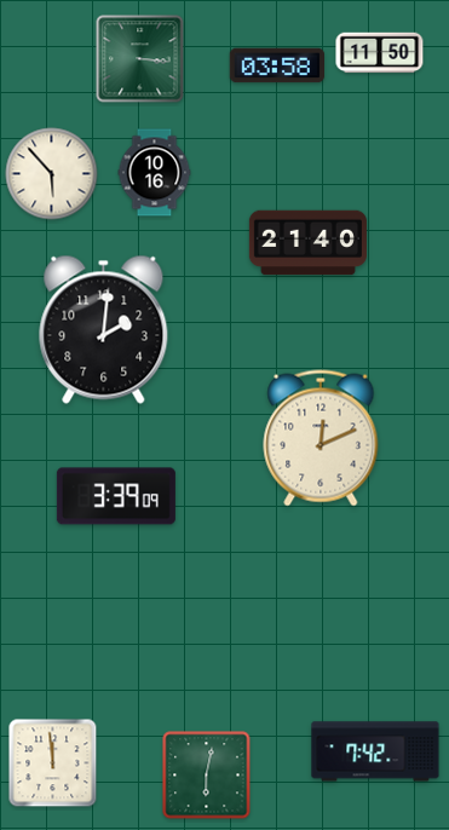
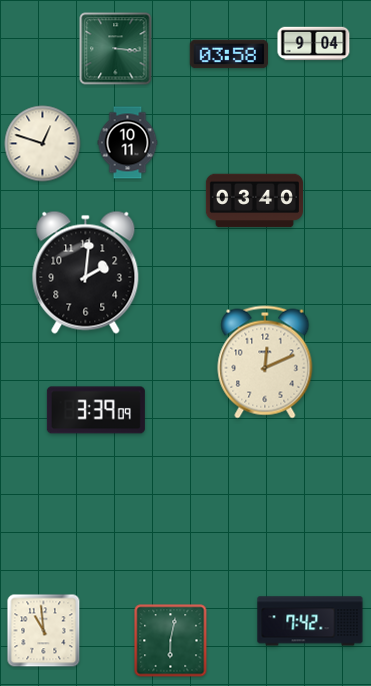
clock at (380, 53): 11:50 -> 9:04
clock at (155, 173): 10:16 -> 10:11
clock at (52, 174): 5:53 -> 12:48
clock at (307, 243): 21:40 -> 03:40
clock at (53, 763): 11:59 -> 10:59
